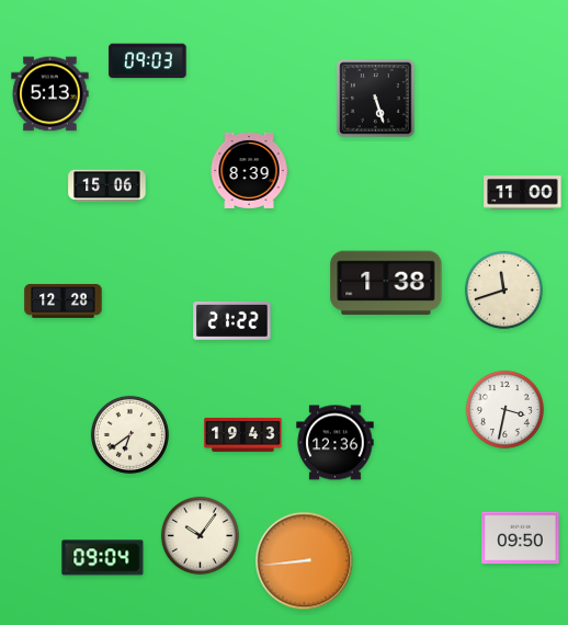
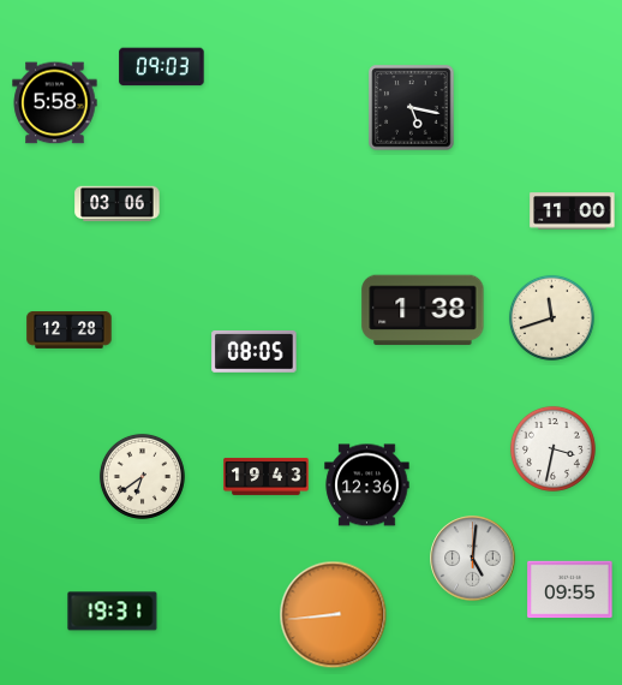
clock at (50, 94): 5:13 -> 5:58
clock at (376, 99): 5:27 -> 5:17
clock at (249, 170): 8:39 -> none
clock at (107, 186): 15:06 -> 03:06
clock at (232, 320): 21:22 -> 08:05
clock at (473, 559): none -> 5:01
clock at (200, 535): 10:06 -> none
clock at (521, 538): 09:50 -> 09:55
clock at (103, 558): 09:04 -> 19:31
